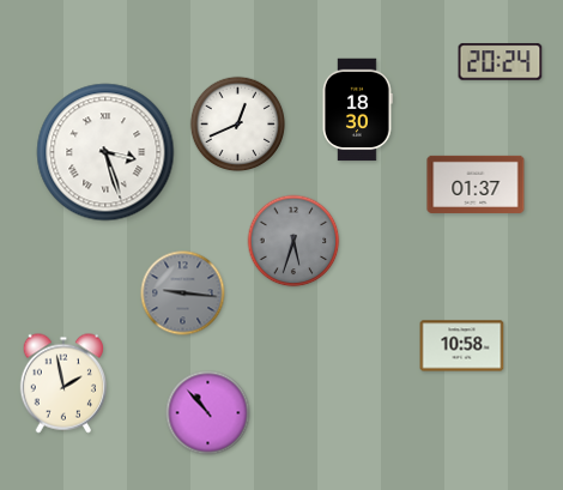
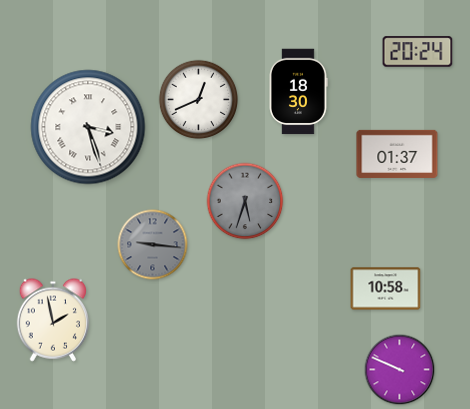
clock at (238, 125) position: (238, 125) -> (199, 100)
clock at (208, 413): 10:53 -> none
clock at (400, 370): none -> 9:49
